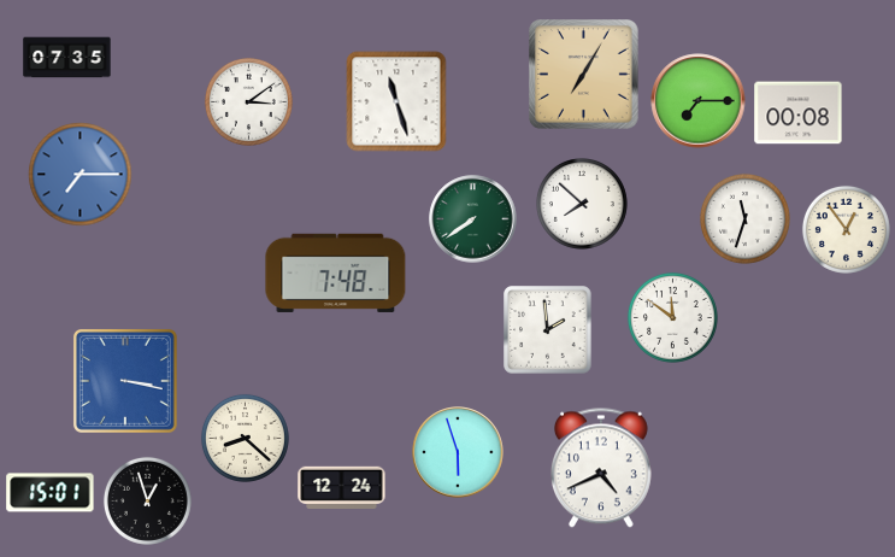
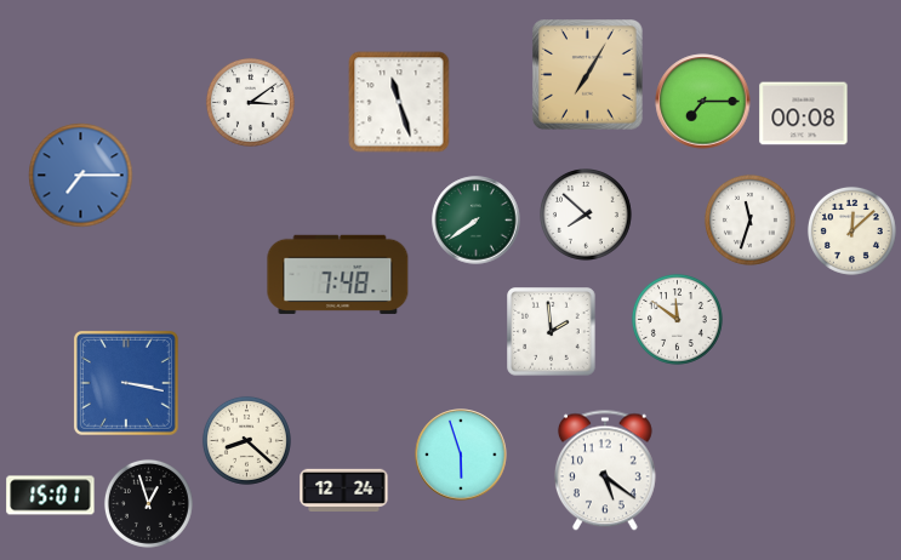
clock at (67, 58): 07:35 -> none
clock at (583, 205) position: (583, 205) -> (587, 216)
clock at (846, 229): 12:54 -> 12:08
clock at (601, 468): 4:41 -> 5:21
